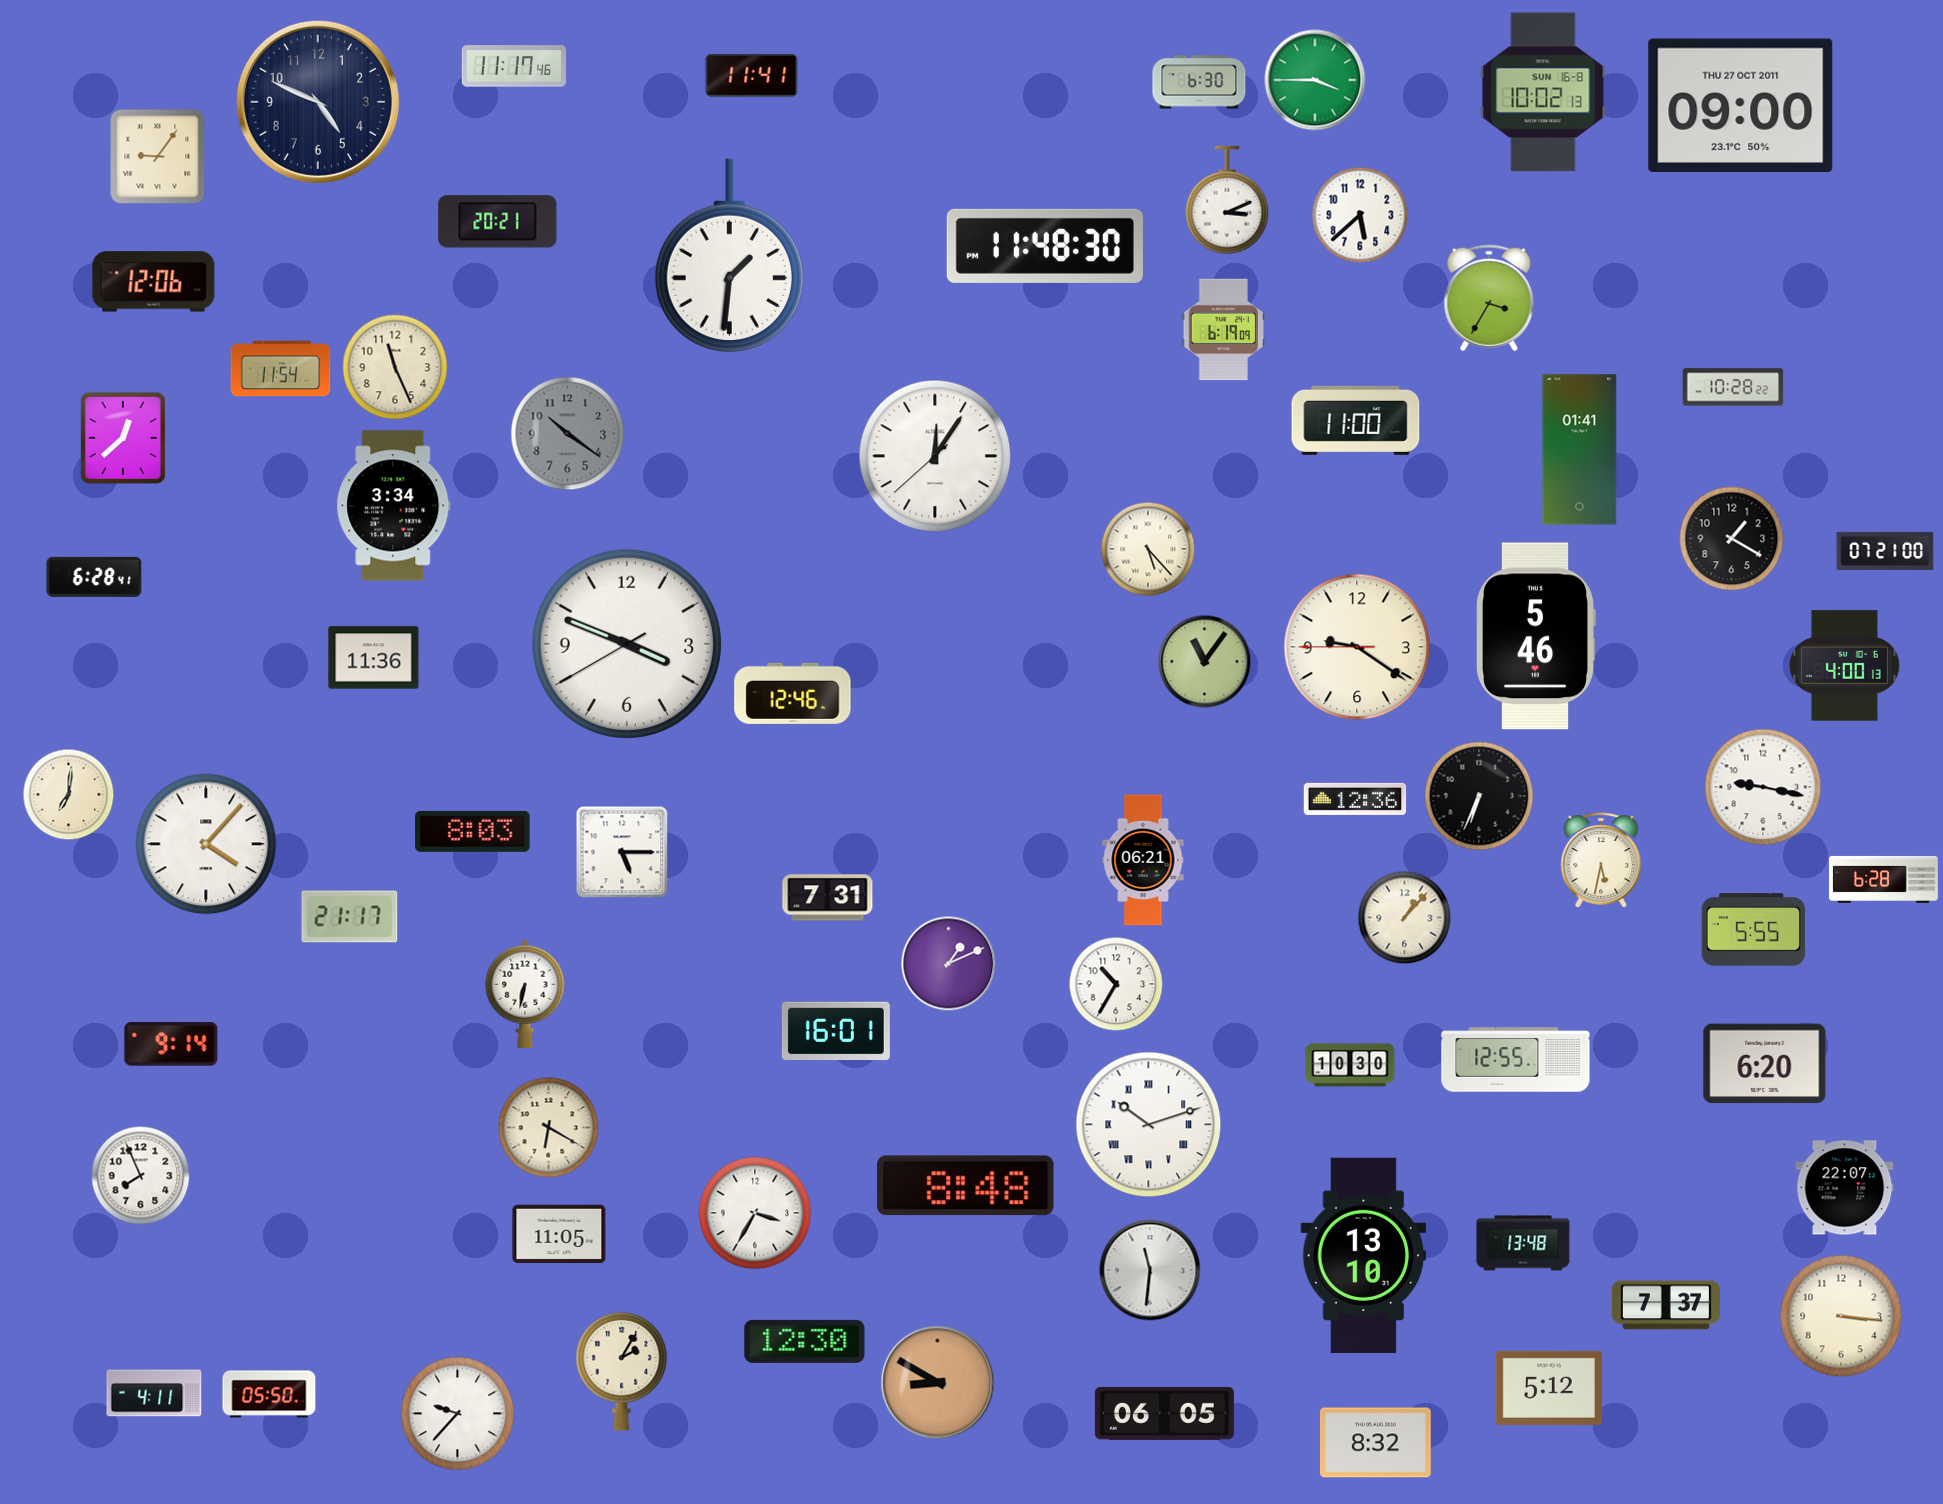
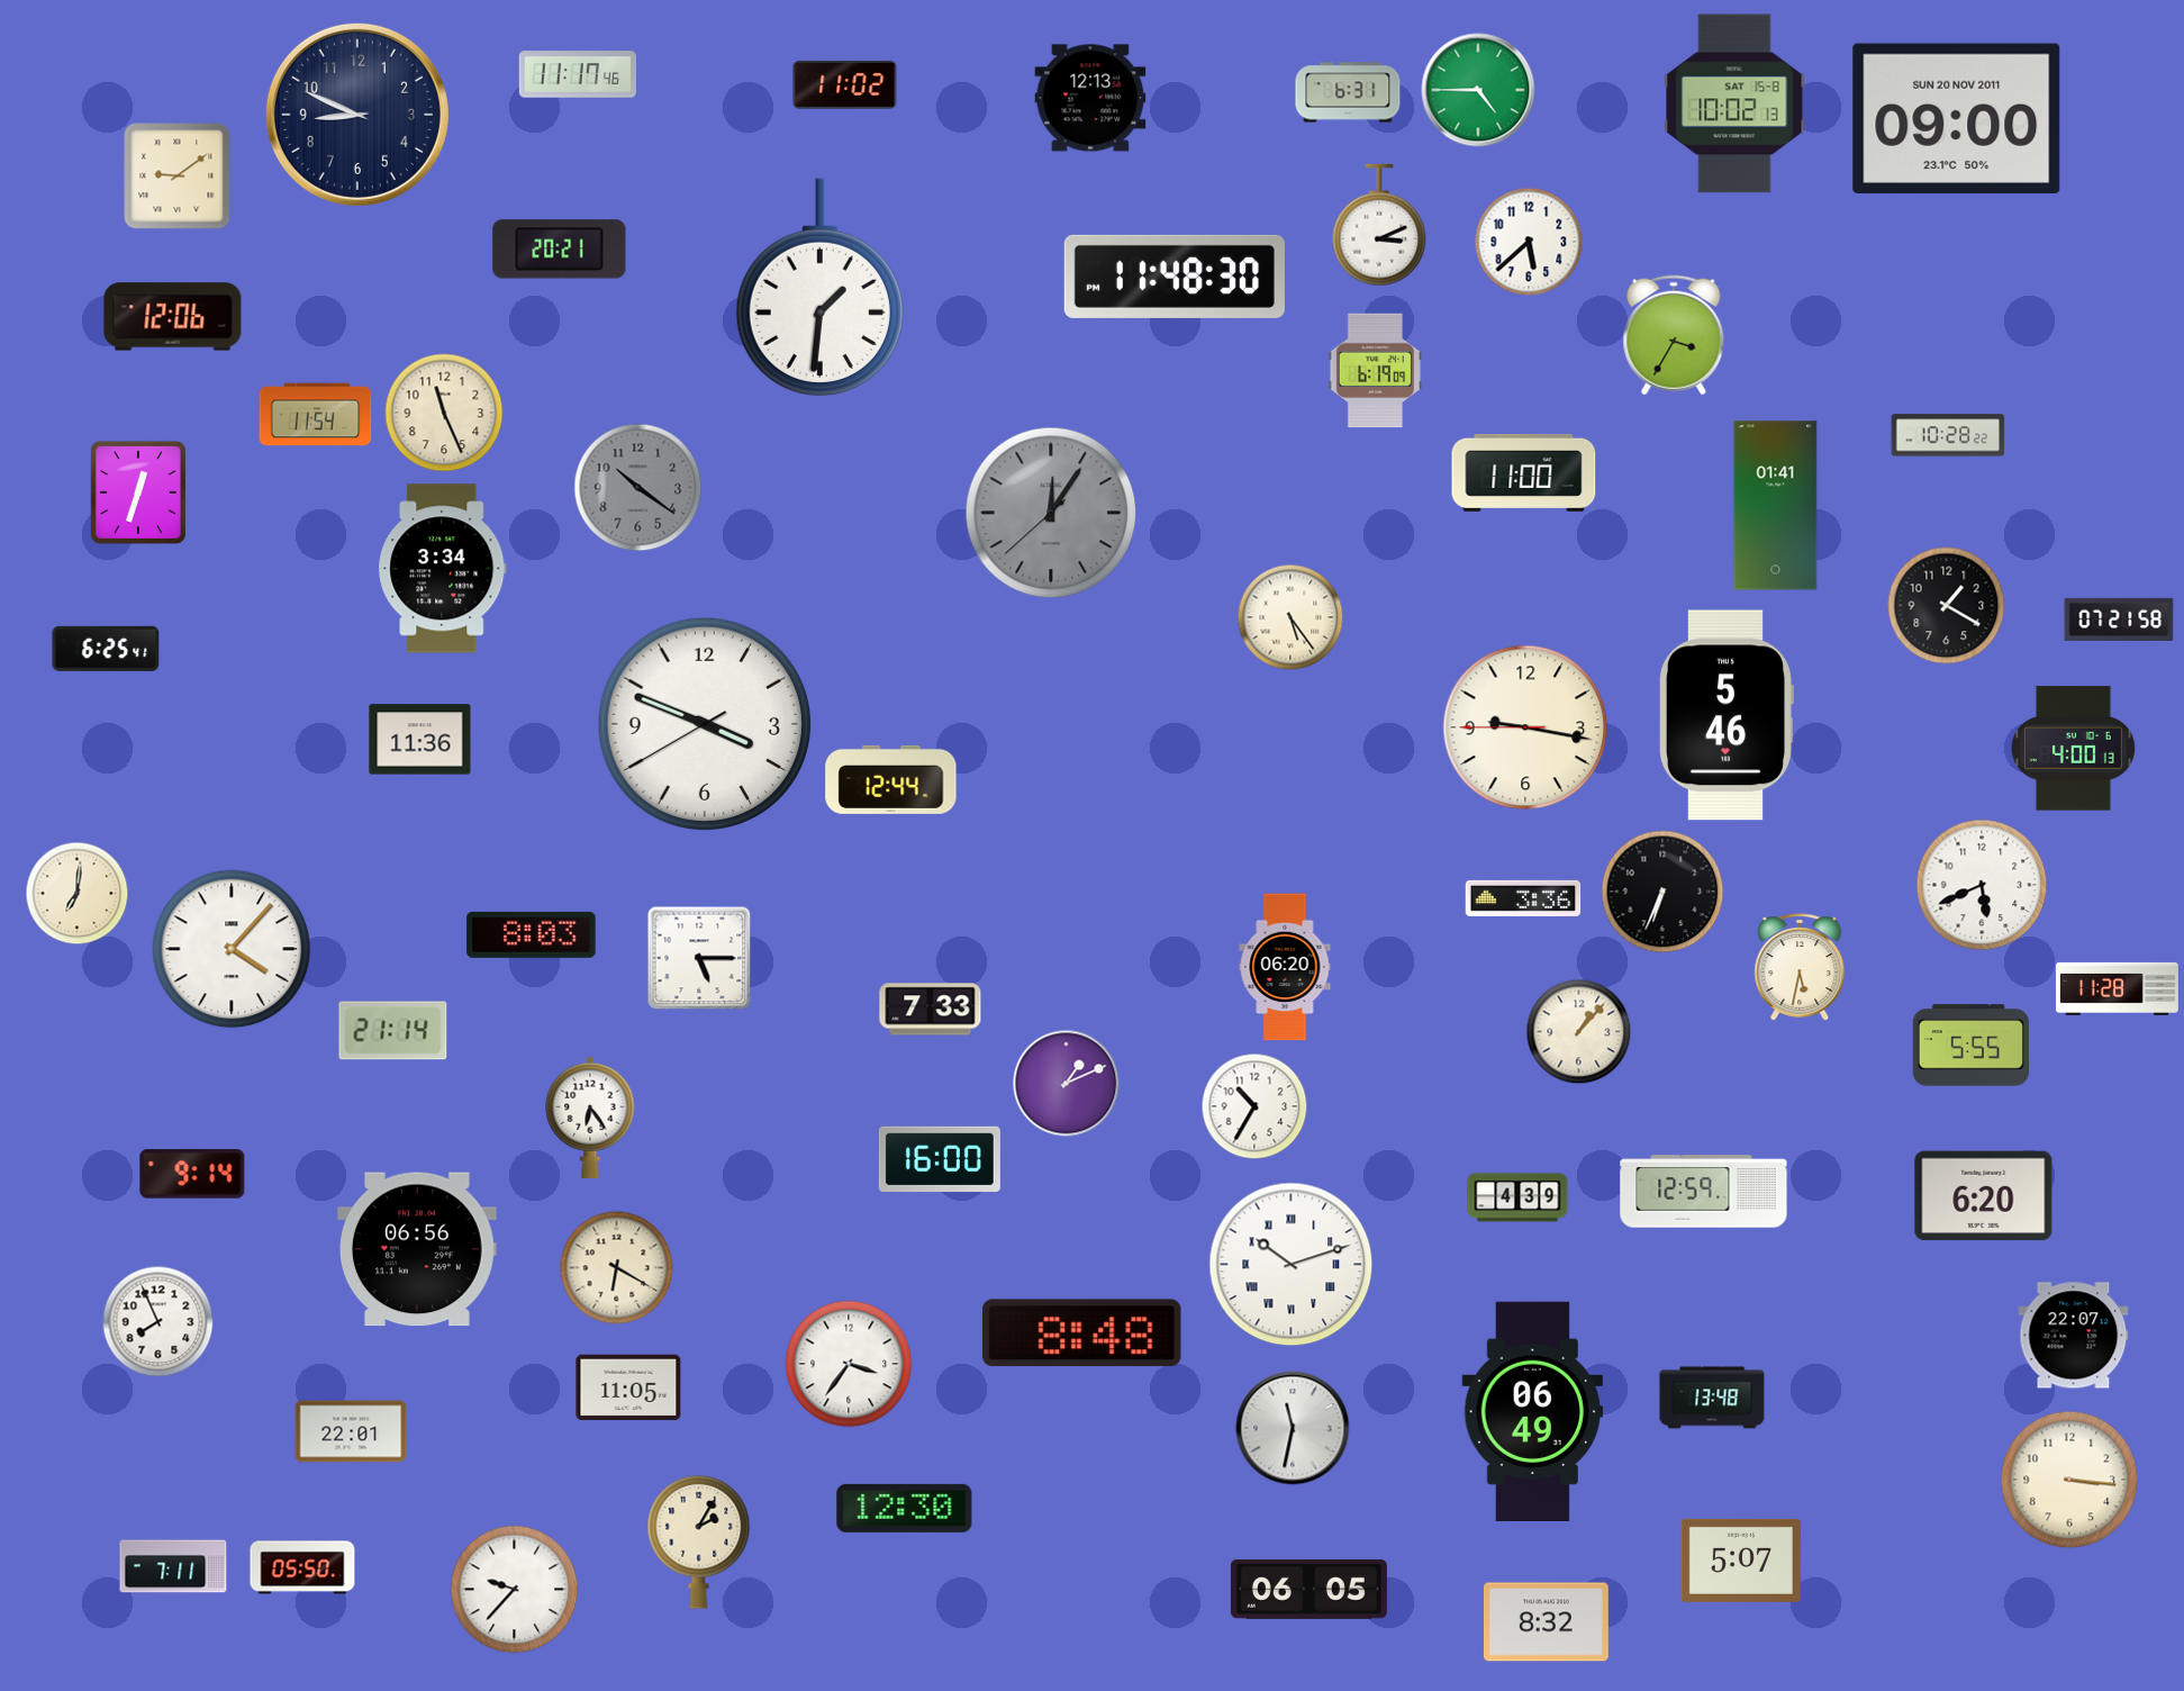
clock at (752, 75): 11:41 -> 11:02
clock at (1315, 80): 3:45 -> 4:45
clock at (1199, 82): 6:30 -> 6:31
clock at (1090, 98): none -> 12:13
clock at (1543, 92) date: SUN 16-8 -> SAT 15-8
clock at (318, 102): 4:49 -> 8:49
clock at (1741, 105) date: THU 27 OCT 2011 -> SUN 20 NOV 2011
clock at (158, 157): 9:06 -> 9:09
clock at (123, 438): 12:38 -> 12:33
clock at (935, 456) dial: white -> grey
clock at (1148, 549): 5:23 -> 5:24
clock at (1885, 551): 07:21:00 -> 07:21:58
clock at (94, 577): 6:28 -> 6:25
clock at (1357, 647): 9:20 -> 9:16
clock at (1205, 662): 11:06 -> none
clock at (793, 693): 12:46 -> 12:44
clock at (1763, 787): 9:17 -> 5:41
clock at (1479, 796) position: (1479, 796) -> (1662, 892)
clock at (1355, 799): 12:36 -> 3:36
clock at (1143, 860): 06:21 -> 06:20
clock at (1883, 879): 6:28 -> 11:28
clock at (828, 898): 7:31 -> 7:33
clock at (350, 917): 21:17 -> 21:14
clock at (525, 994): 6:32 -> 6:24
clock at (836, 1031): 16:01 -> 16:00
clock at (1516, 1060): 12:55 -> 12:59
clock at (1350, 1065): 10:30 -> 4:39
clock at (417, 1249): none -> 06:56
clock at (966, 1186) position: (966, 1186) -> (1082, 1333)
clock at (755, 1213): 3:35 -> 3:36
clock at (1364, 1255): 13:10 -> 06:49
clock at (1150, 1270): 11:31 -> 11:32
clock at (351, 1431): none -> 22:01
clock at (1666, 1305): 7:37 -> none
clock at (938, 1383): 8:50 -> none
clock at (1549, 1388): 5:12 -> 5:07
clock at (154, 1393): 4:11 -> 7:11
